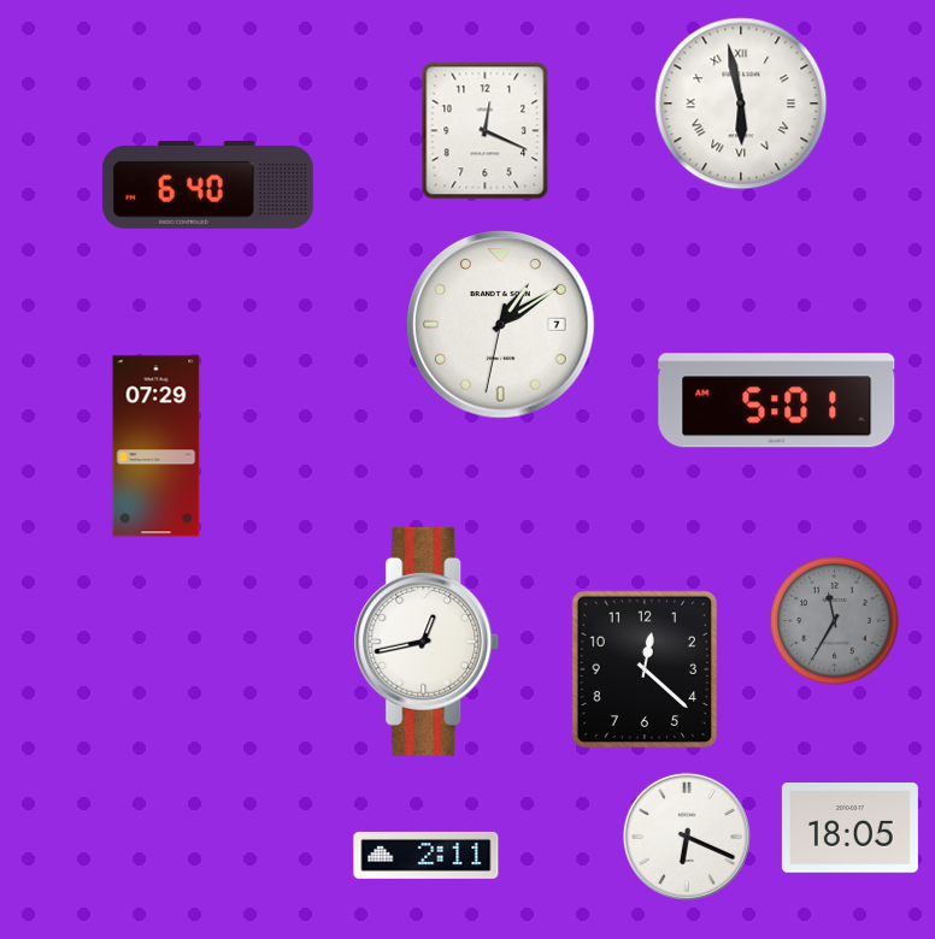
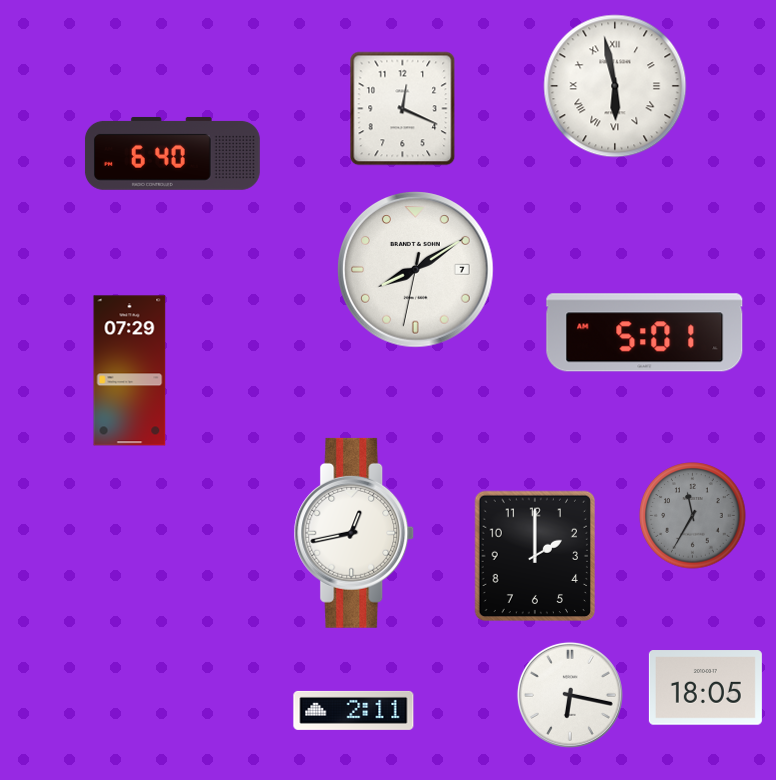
clock at (501, 325): 1:09 -> 8:09
clock at (645, 669): 12:22 -> 2:00
clock at (687, 837): 6:19 -> 6:17
